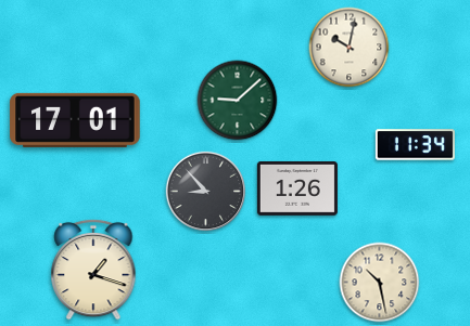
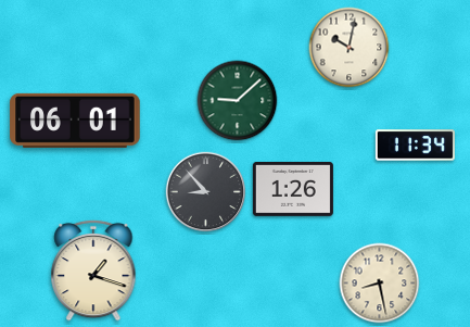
clock at (75, 120): 17:01 -> 06:01
clock at (297, 188) position: (297, 188) -> (293, 189)
clock at (380, 283): 10:28 -> 8:28
